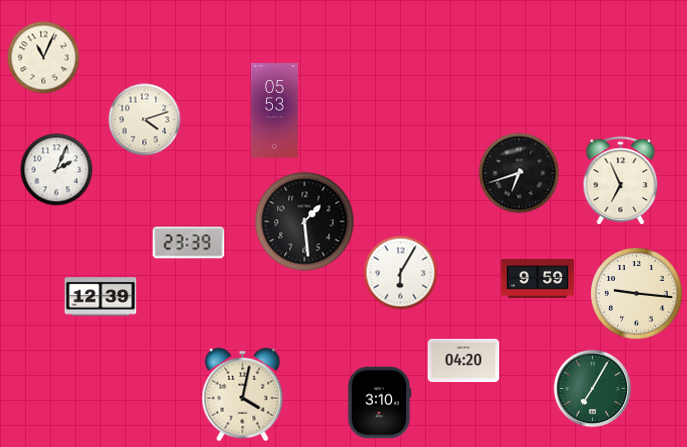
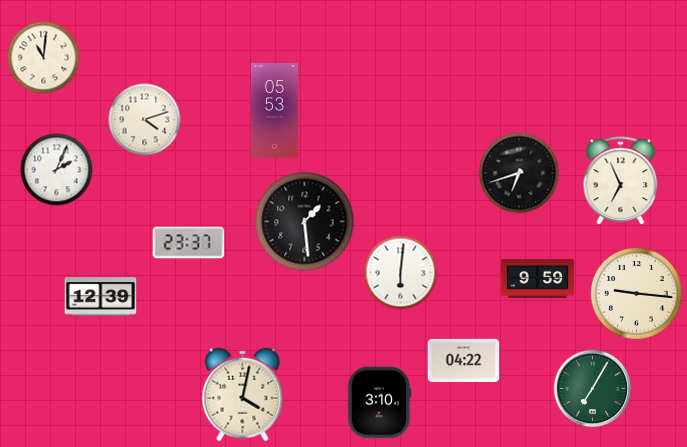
clock at (44, 58): 11:04 -> 11:01
clock at (189, 243): 23:39 -> 23:37
clock at (401, 273): 6:05 -> 6:01
clock at (464, 360): 04:20 -> 04:22
